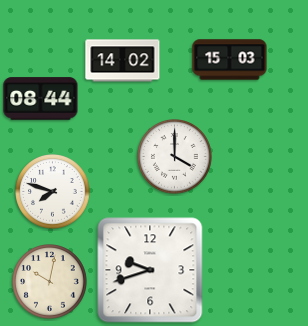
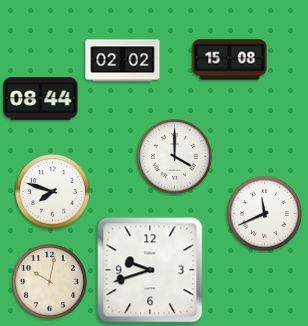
clock at (230, 60): 15:03 -> 15:08
clock at (123, 61): 14:02 -> 02:02
clock at (265, 214): none -> 11:41
